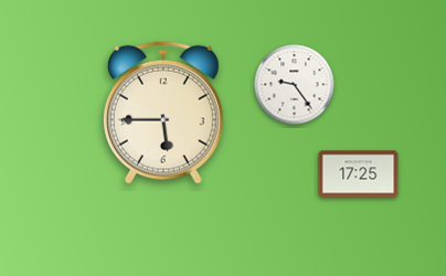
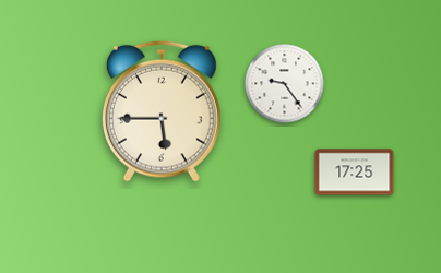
clock at (295, 85) position: (295, 85) -> (285, 84)
